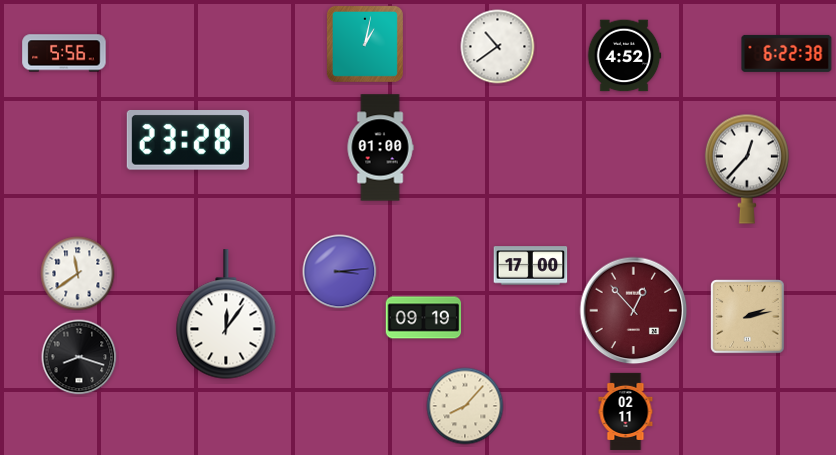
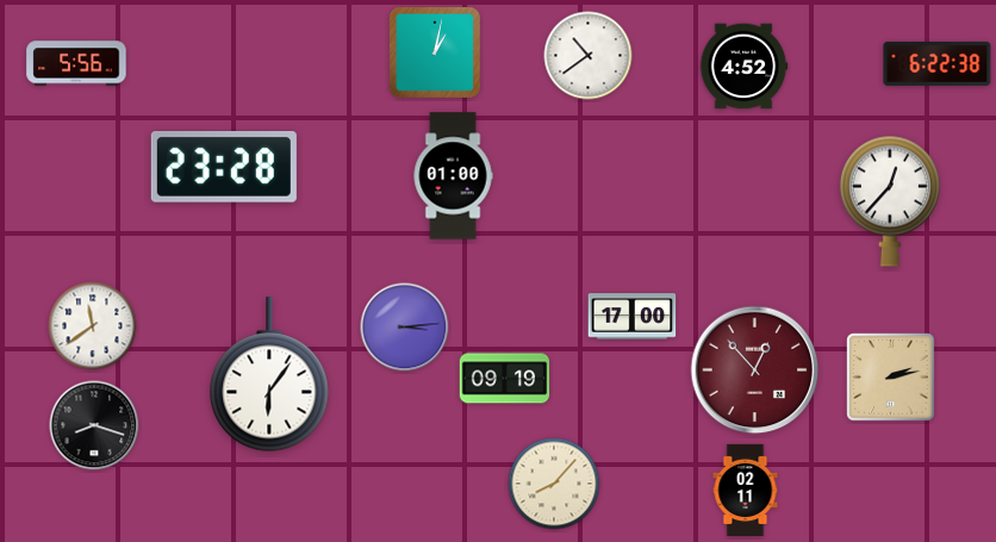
clock at (498, 47) position: (498, 47) -> (589, 56)
clock at (340, 272) position: (340, 272) -> (405, 328)
clock at (226, 314): 12:06 -> 6:06
